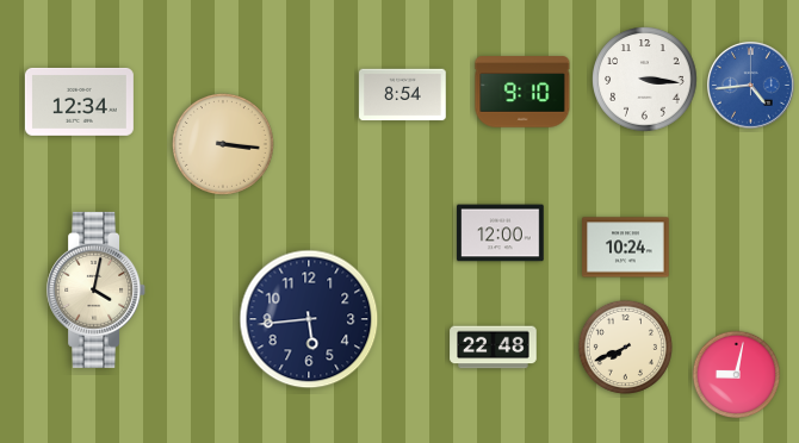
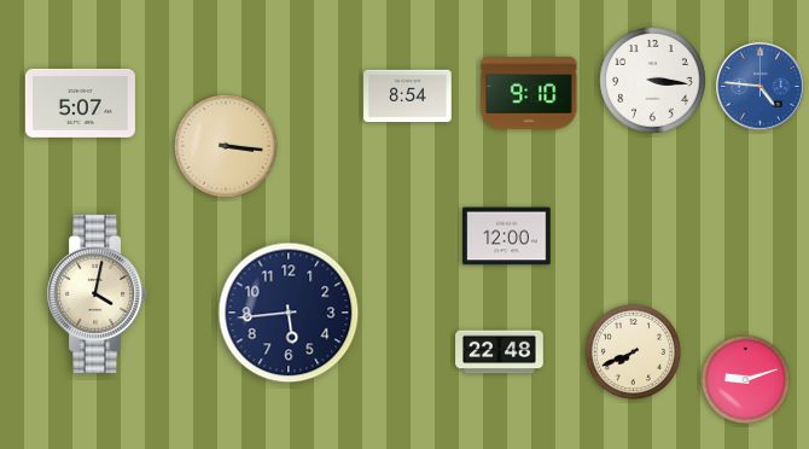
clock at (750, 85): 4:44 -> 4:46
clock at (79, 101): 12:34 -> 5:07
clock at (626, 248): 10:24 -> none
clock at (309, 319) position: (309, 319) -> (289, 313)
clock at (737, 375): 9:02 -> 9:12
